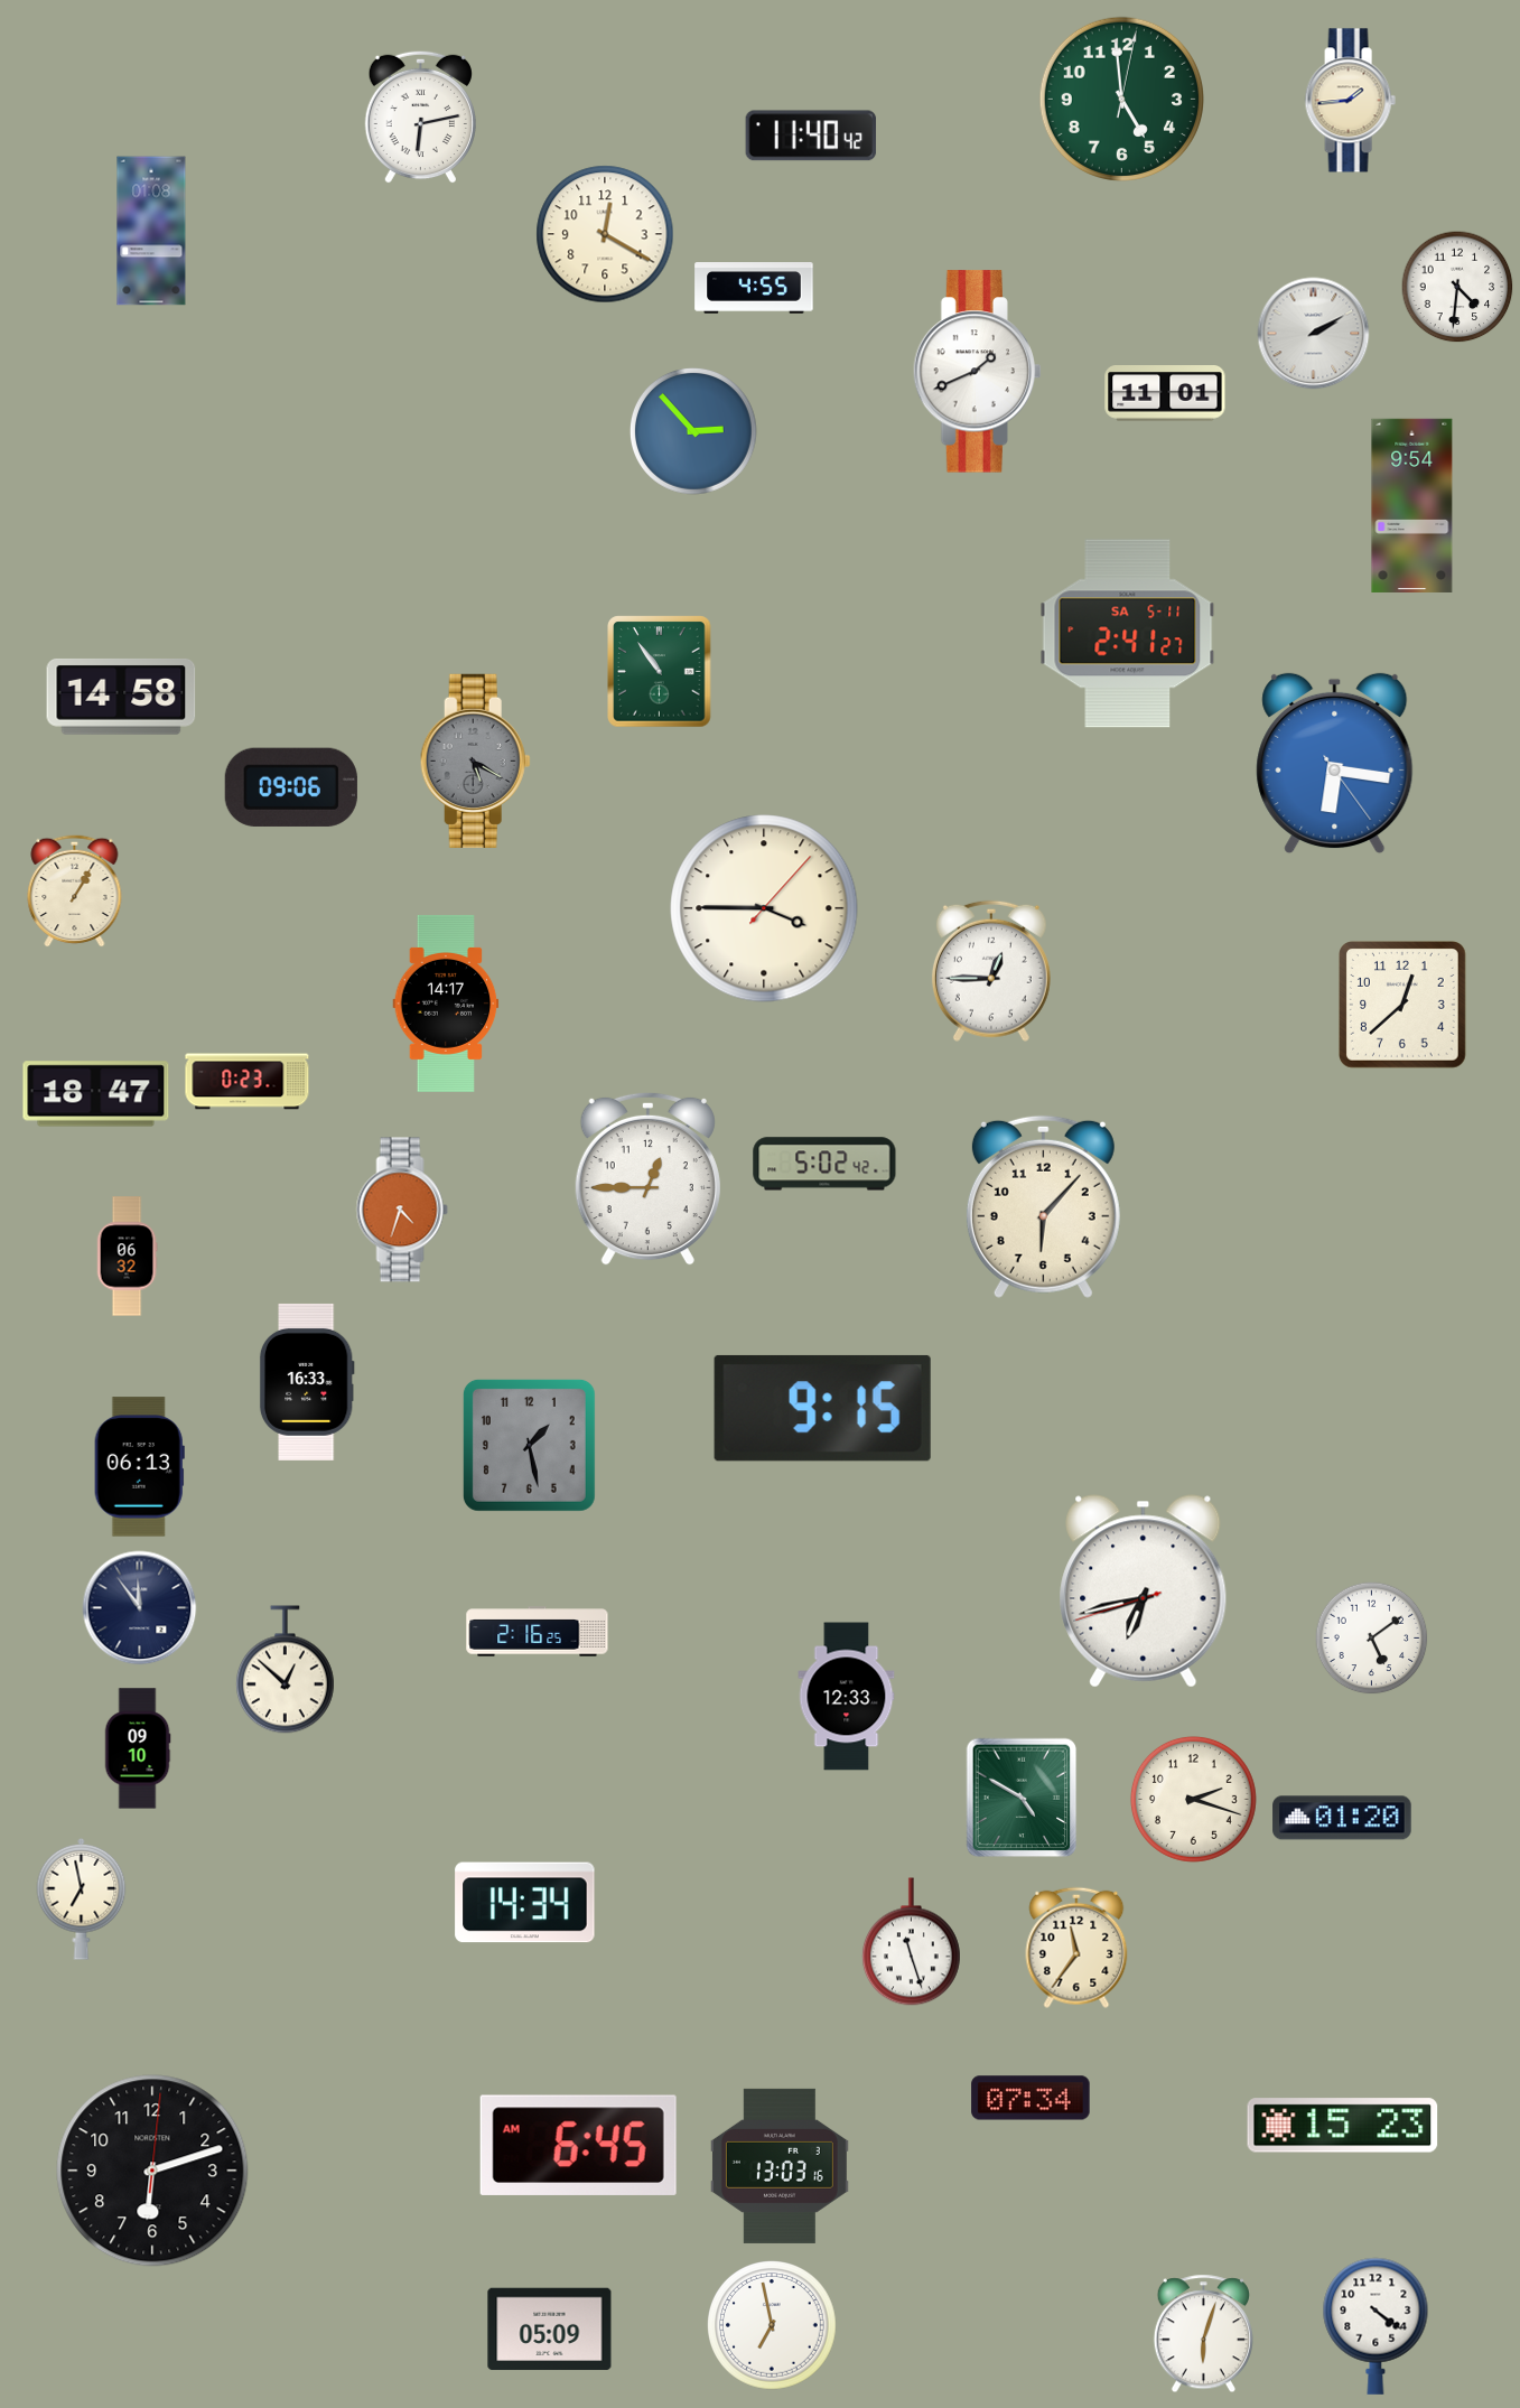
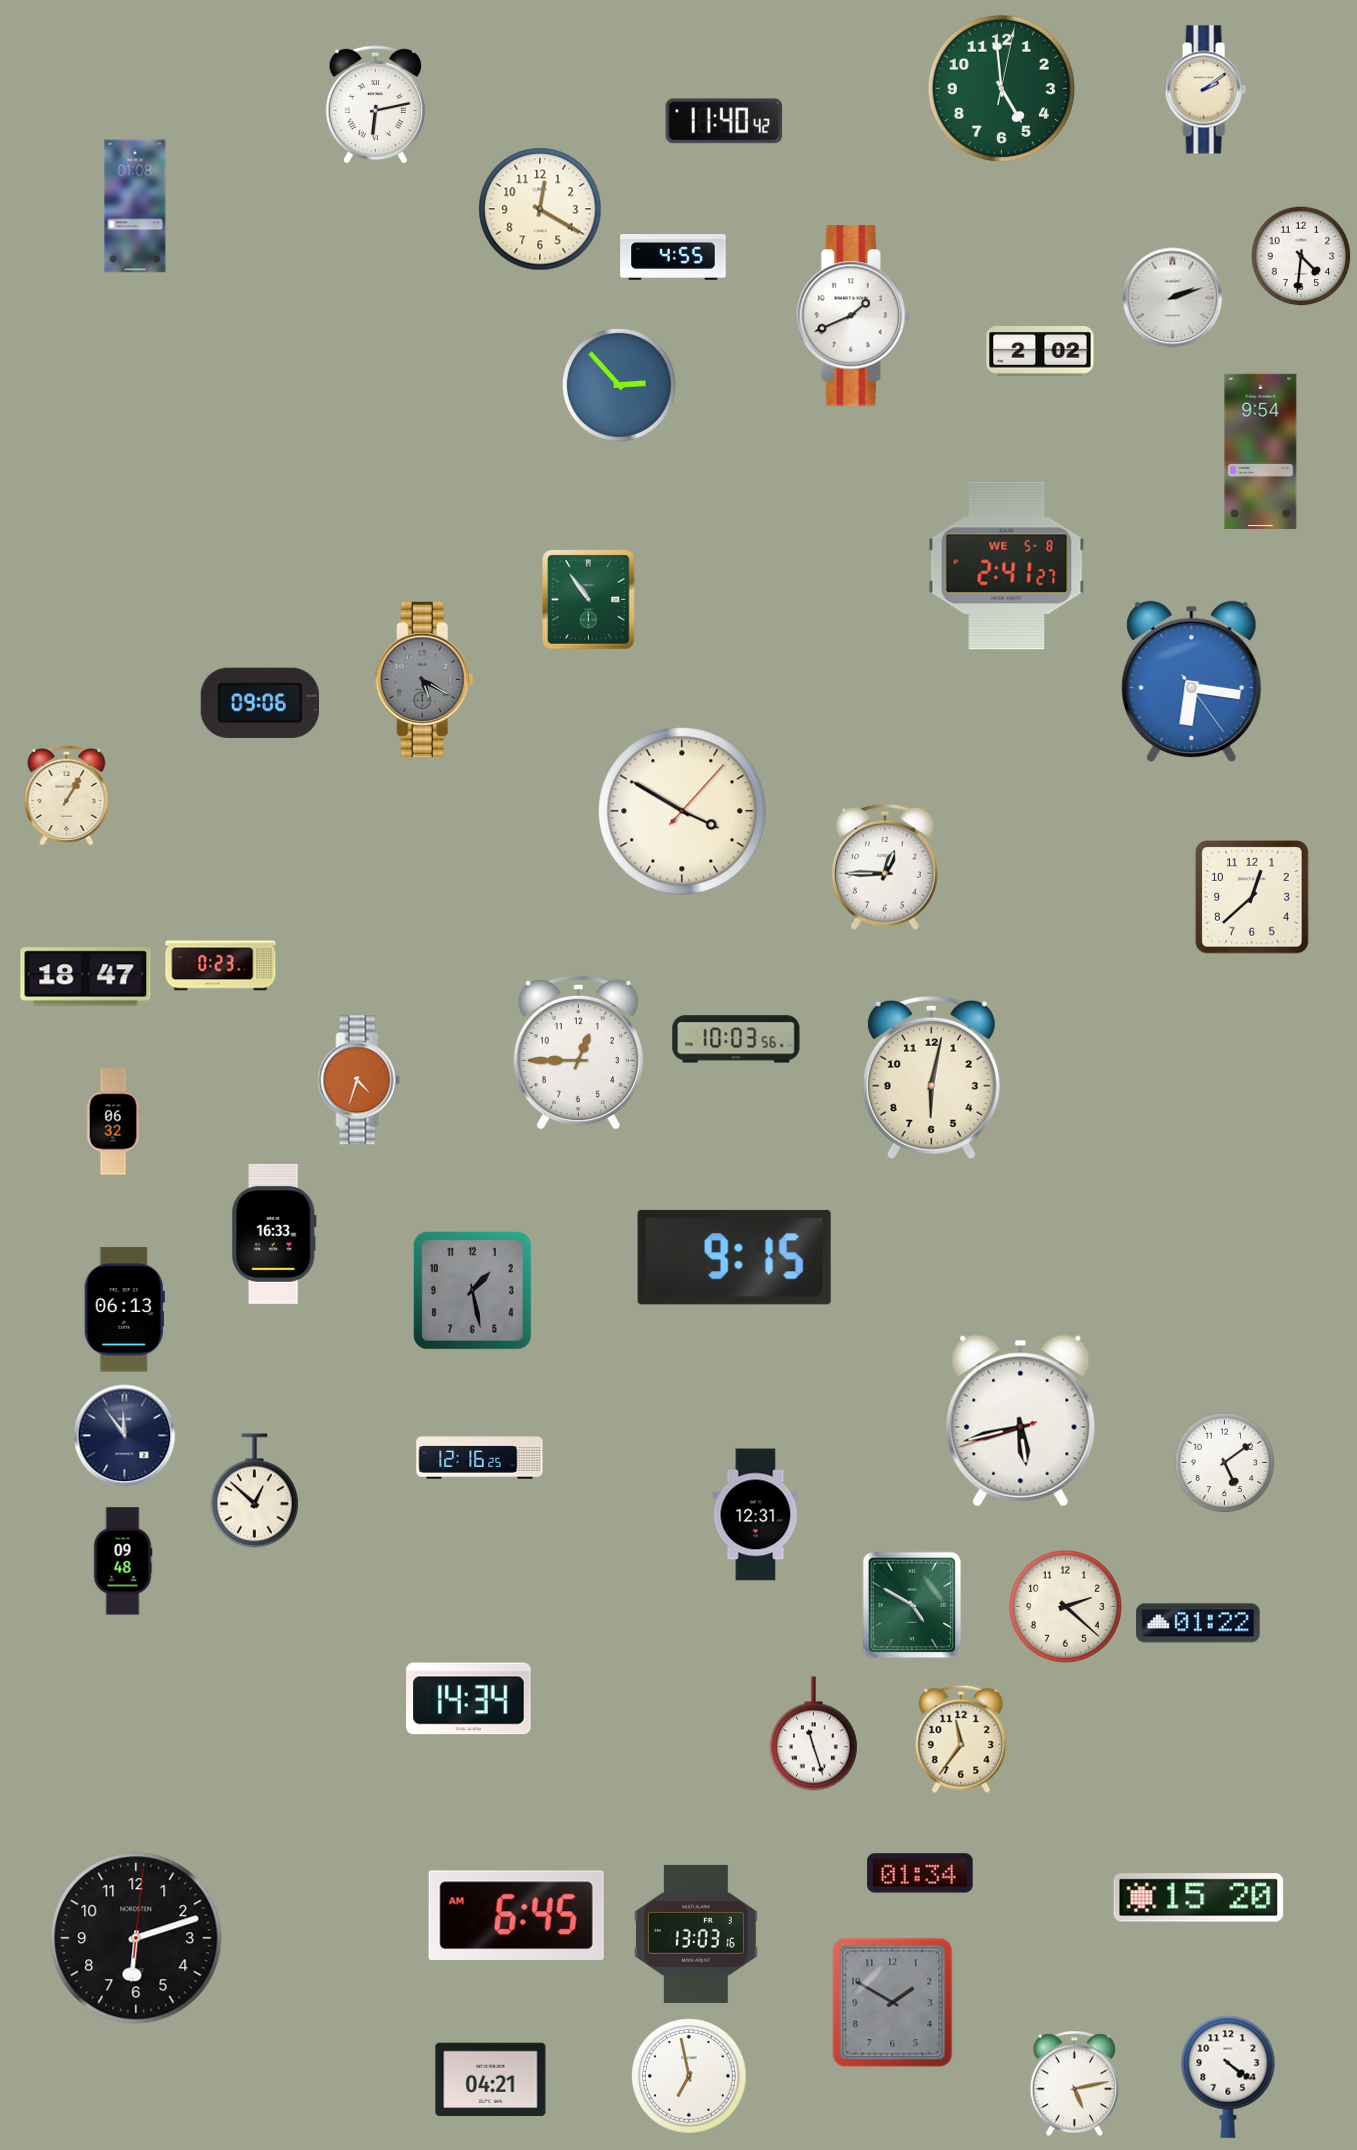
clock at (1350, 101): 1:44 -> 2:09
clock at (1314, 334): 2:10 -> 2:12
clock at (977, 372) position: (977, 372) -> (853, 316)
clock at (1165, 393): 11:01 -> 2:02
clock at (1128, 634) date: SA 5-11 -> WE 5-8
clock at (121, 697): 14:58 -> none
clock at (764, 908): 3:45 -> 3:50
clock at (446, 1004): 14:17 -> none
clock at (824, 1164): 5:02 -> 10:03
clock at (1043, 1206): 6:07 -> 6:02
clock at (1144, 1592): 6:42 -> 5:42
clock at (538, 1632): 2:16 -> 12:16
clock at (847, 1697): 12:33 -> 12:31
clock at (138, 1748): 09:10 -> 09:48
clock at (1193, 1799): 2:18 -> 2:22
clock at (1342, 1818): 01:20 -> 01:22
clock at (82, 1898): 6:58 -> none
clock at (1031, 2098): 07:34 -> 01:34
clock at (1343, 2126): 15:23 -> 15:20
clock at (893, 2003): none -> 1:50
clock at (550, 2330): 05:09 -> 04:21
clock at (1203, 2334): 6:03 -> 5:13
